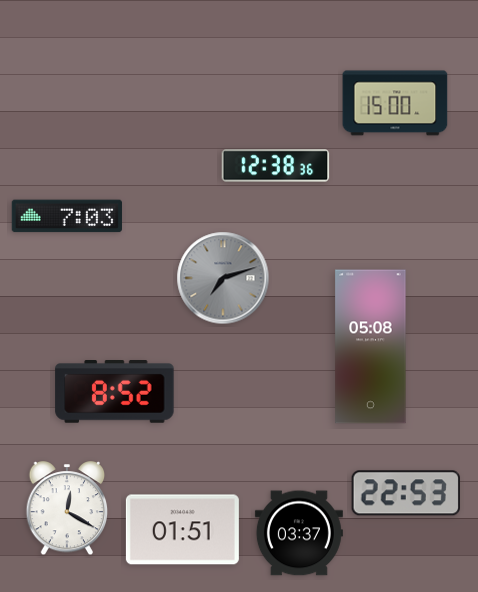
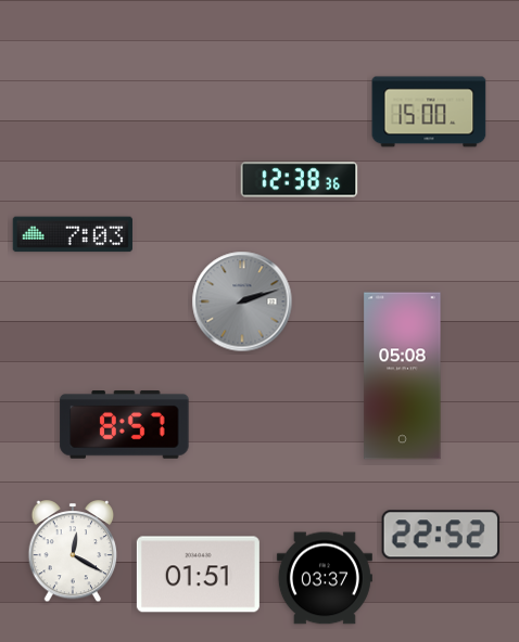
clock at (223, 278): 7:12 -> 2:12
clock at (115, 392): 8:52 -> 8:57
clock at (405, 493): 22:53 -> 22:52
